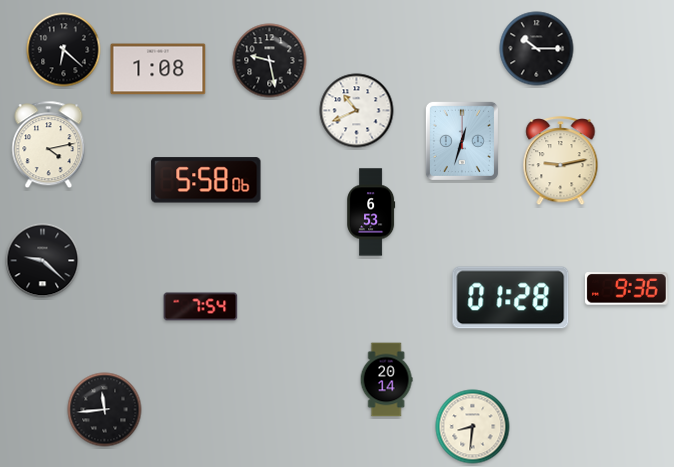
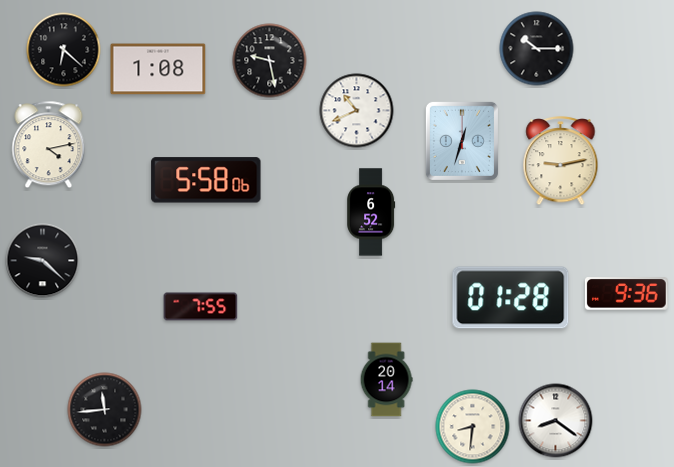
clock at (372, 212): 6:53 -> 6:52
clock at (626, 289) position: (626, 289) -> (626, 294)
clock at (201, 307): 7:54 -> 7:55
clock at (556, 421): none -> 8:21
